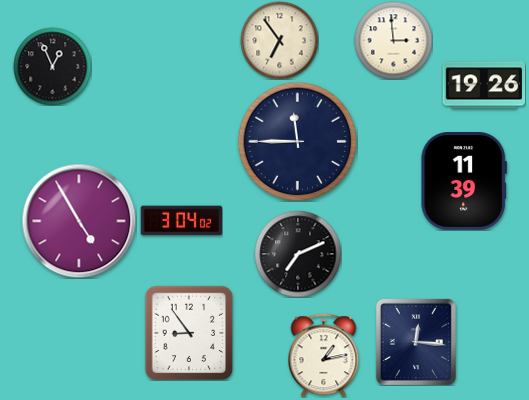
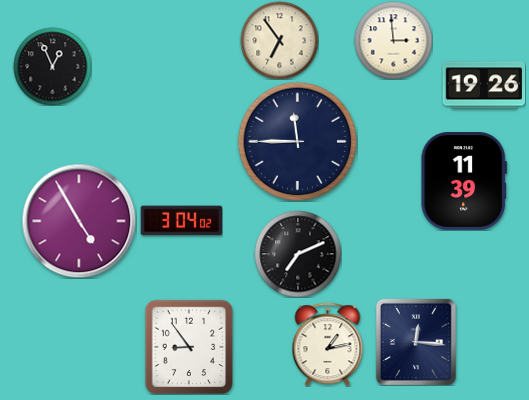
clock at (189, 333) position: (189, 333) -> (189, 347)
clock at (324, 355) position: (324, 355) -> (328, 344)
